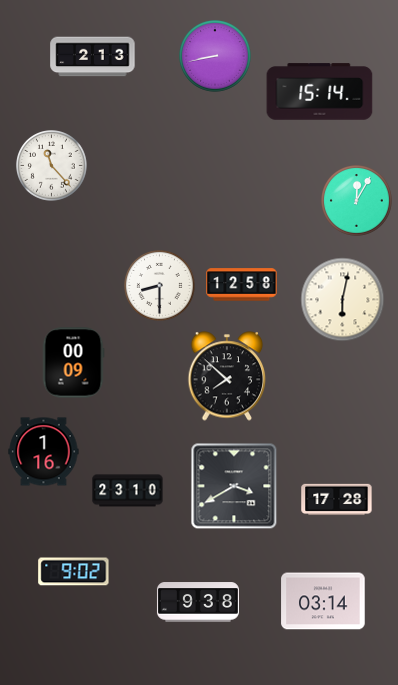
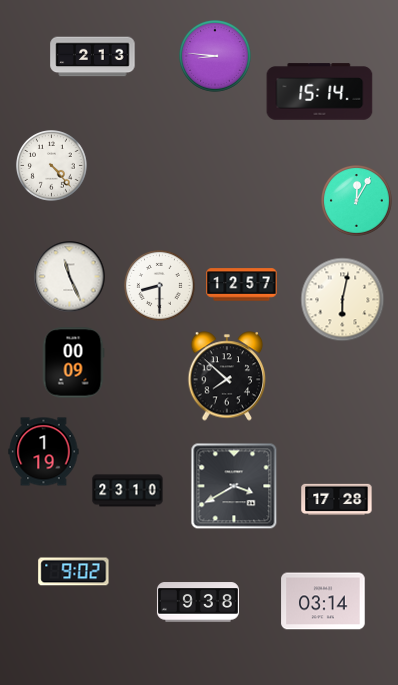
clock at (215, 56): 8:43 -> 8:46
clock at (52, 166): 11:23 -> 4:23
clock at (70, 277): none -> 11:26
clock at (242, 285): 12:58 -> 12:57
clock at (44, 452): 1:16 -> 1:19
